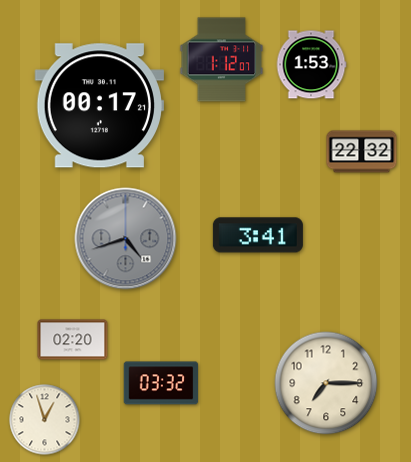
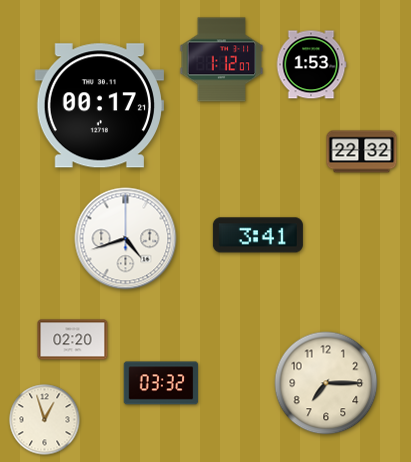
clock at (126, 239) dial: grey -> white
